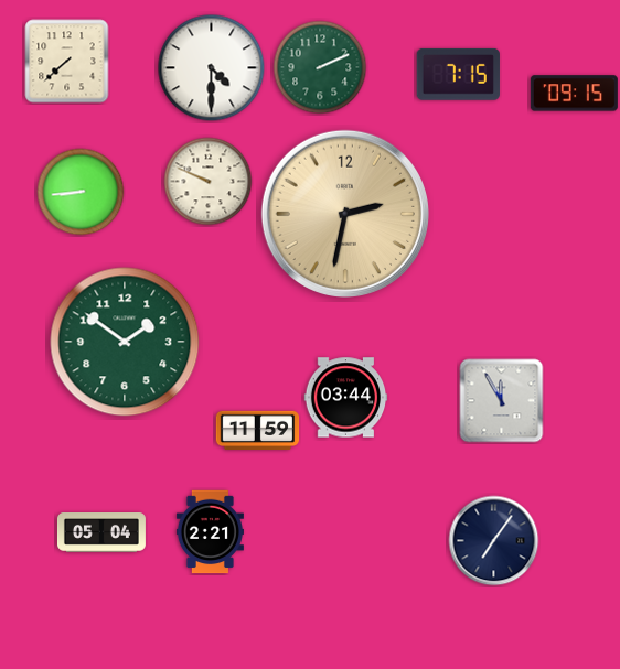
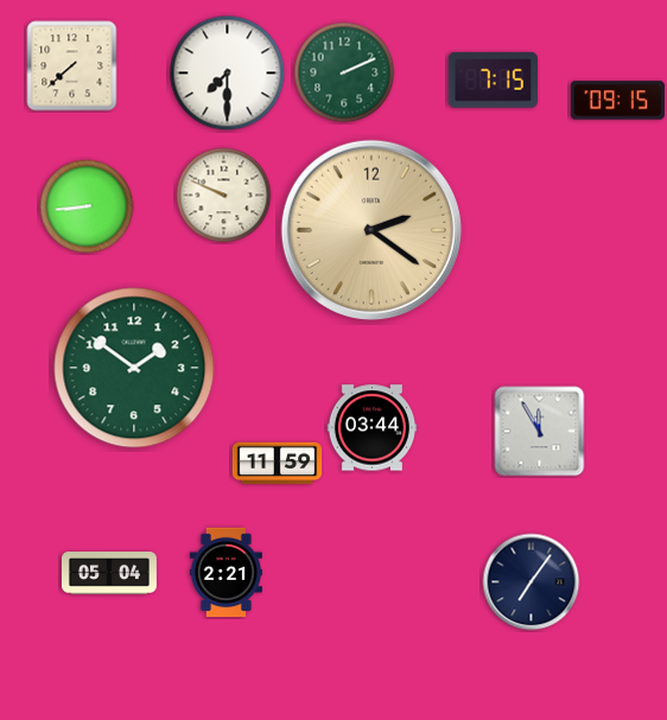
clock at (212, 68): 4:30 -> 7:30
clock at (345, 214): 2:32 -> 2:21
